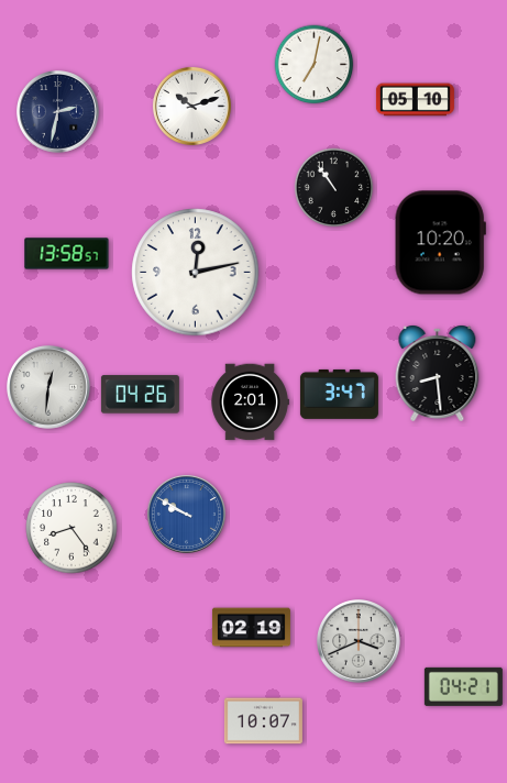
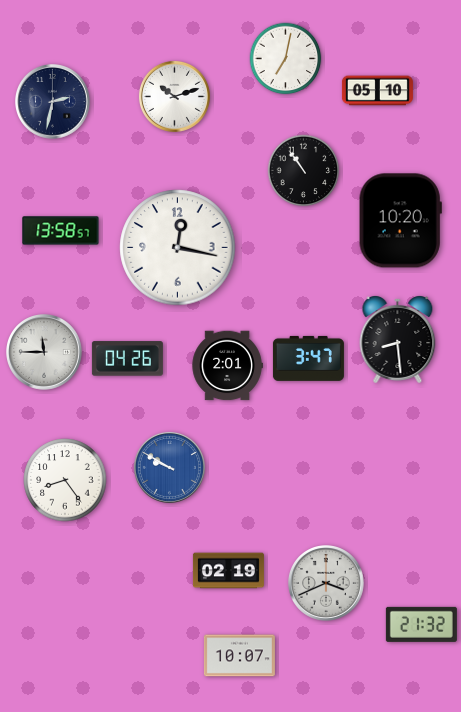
clock at (196, 273): 12:13 -> 12:17
clock at (49, 388): 12:31 -> 11:45
clock at (463, 686): 04:21 -> 21:32
